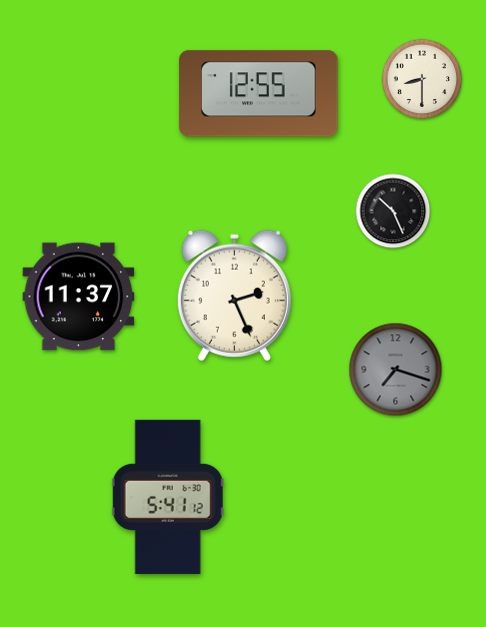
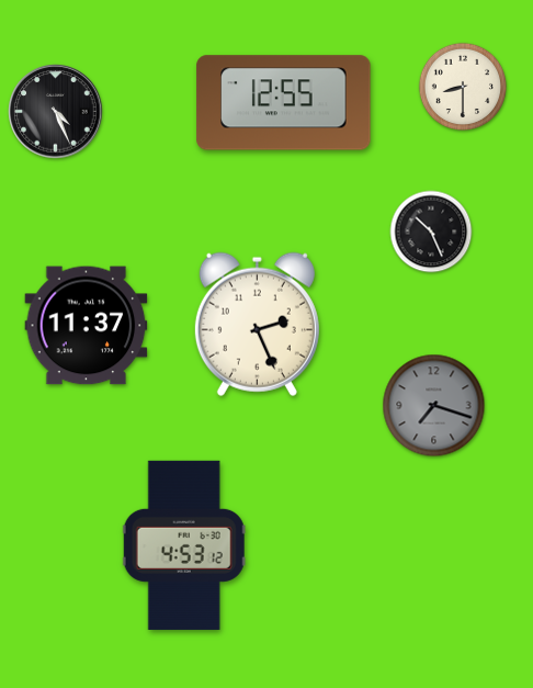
clock at (56, 112): none -> 4:26
clock at (168, 497): 5:41 -> 4:53
